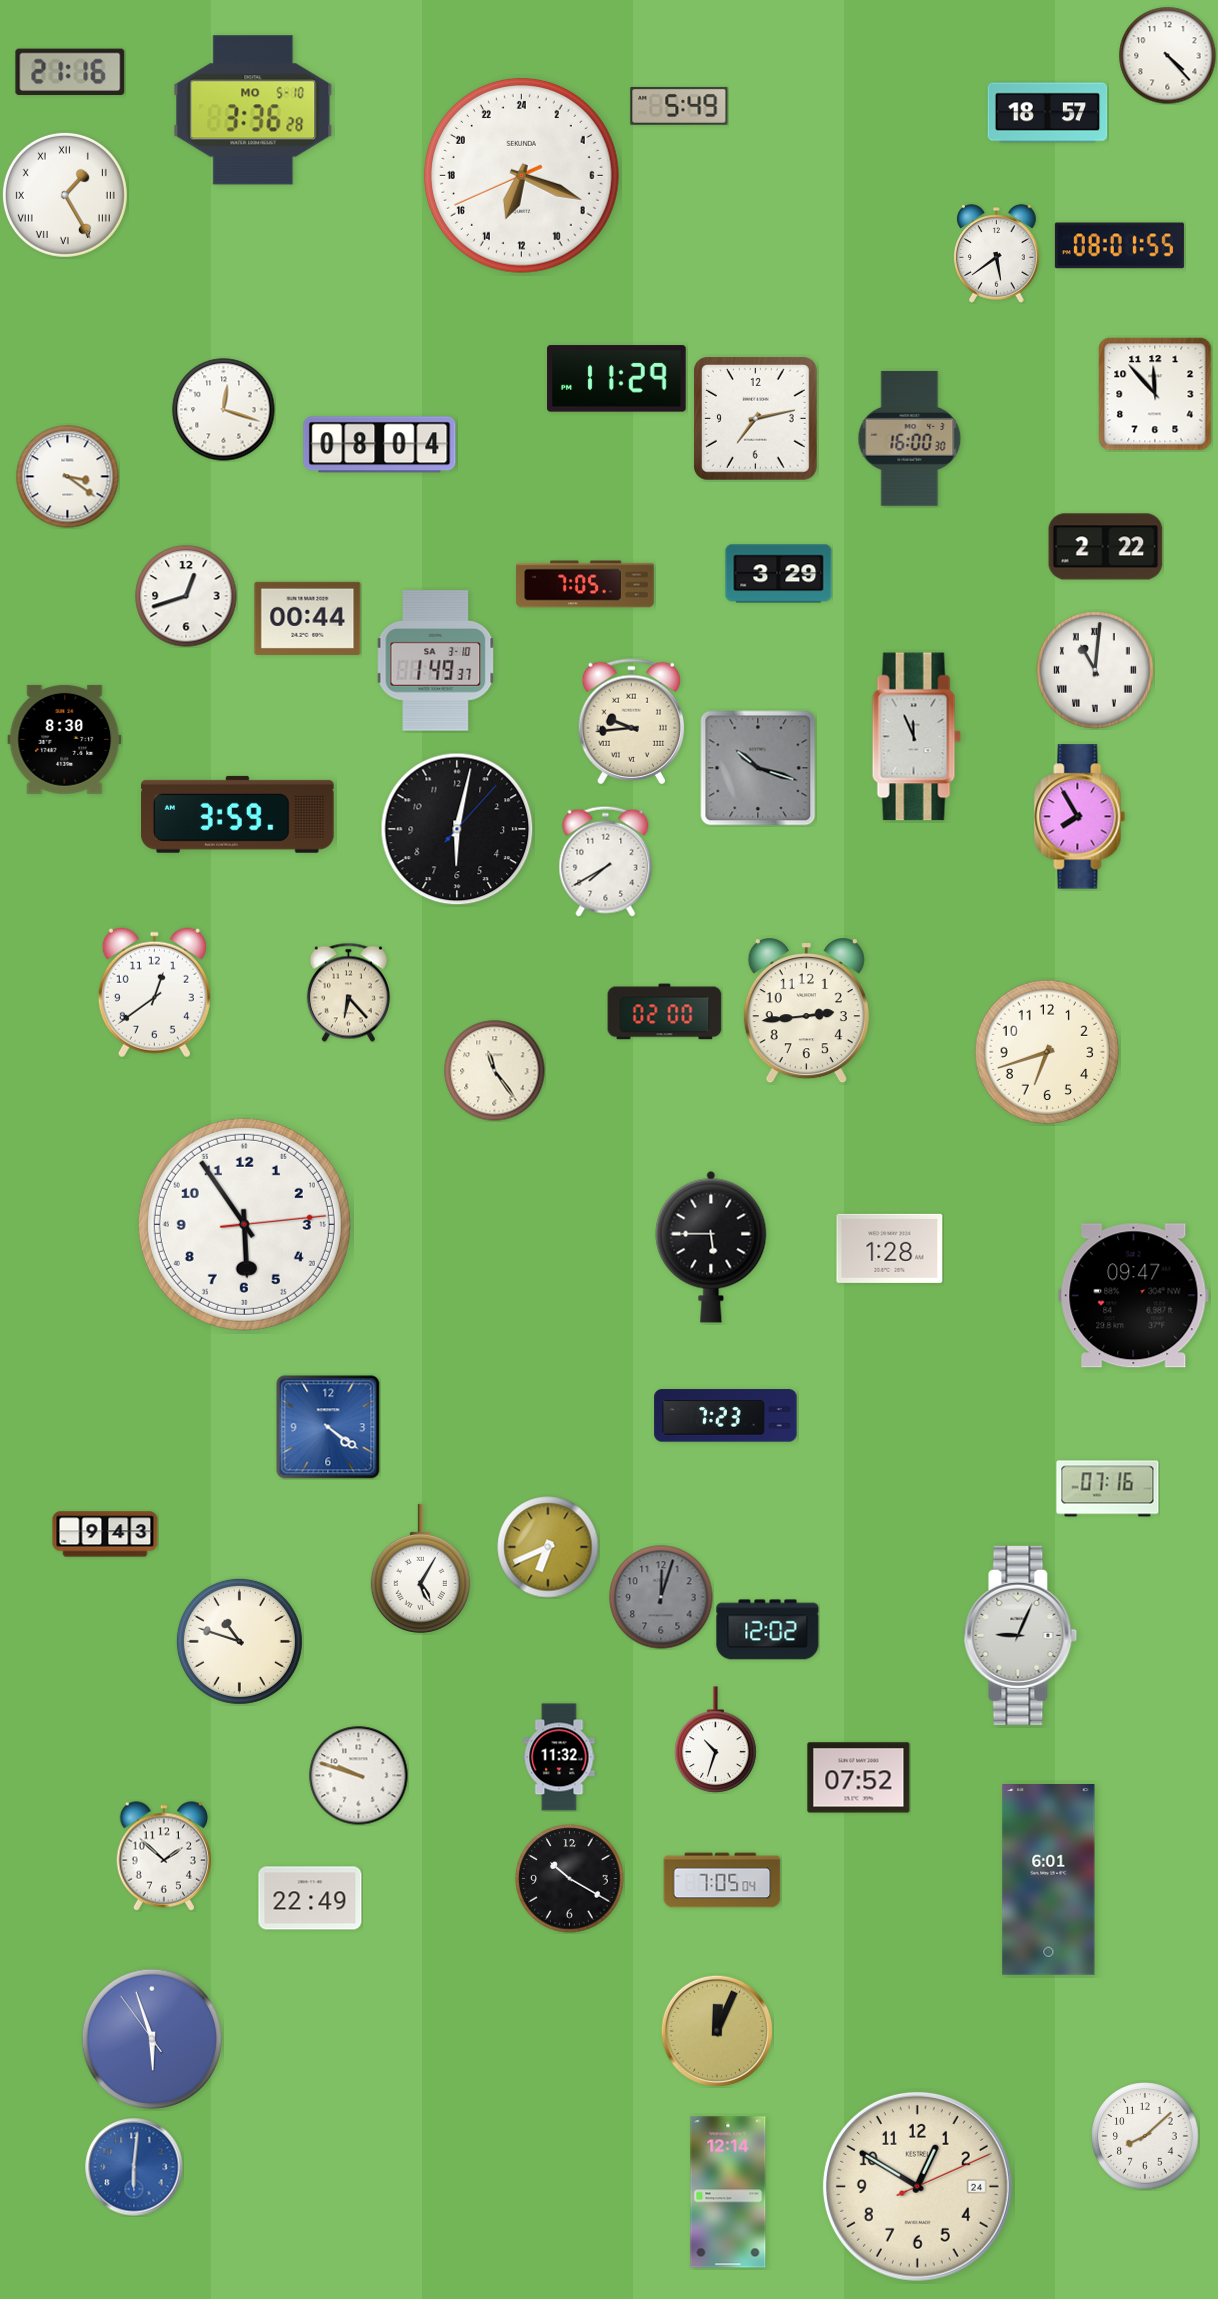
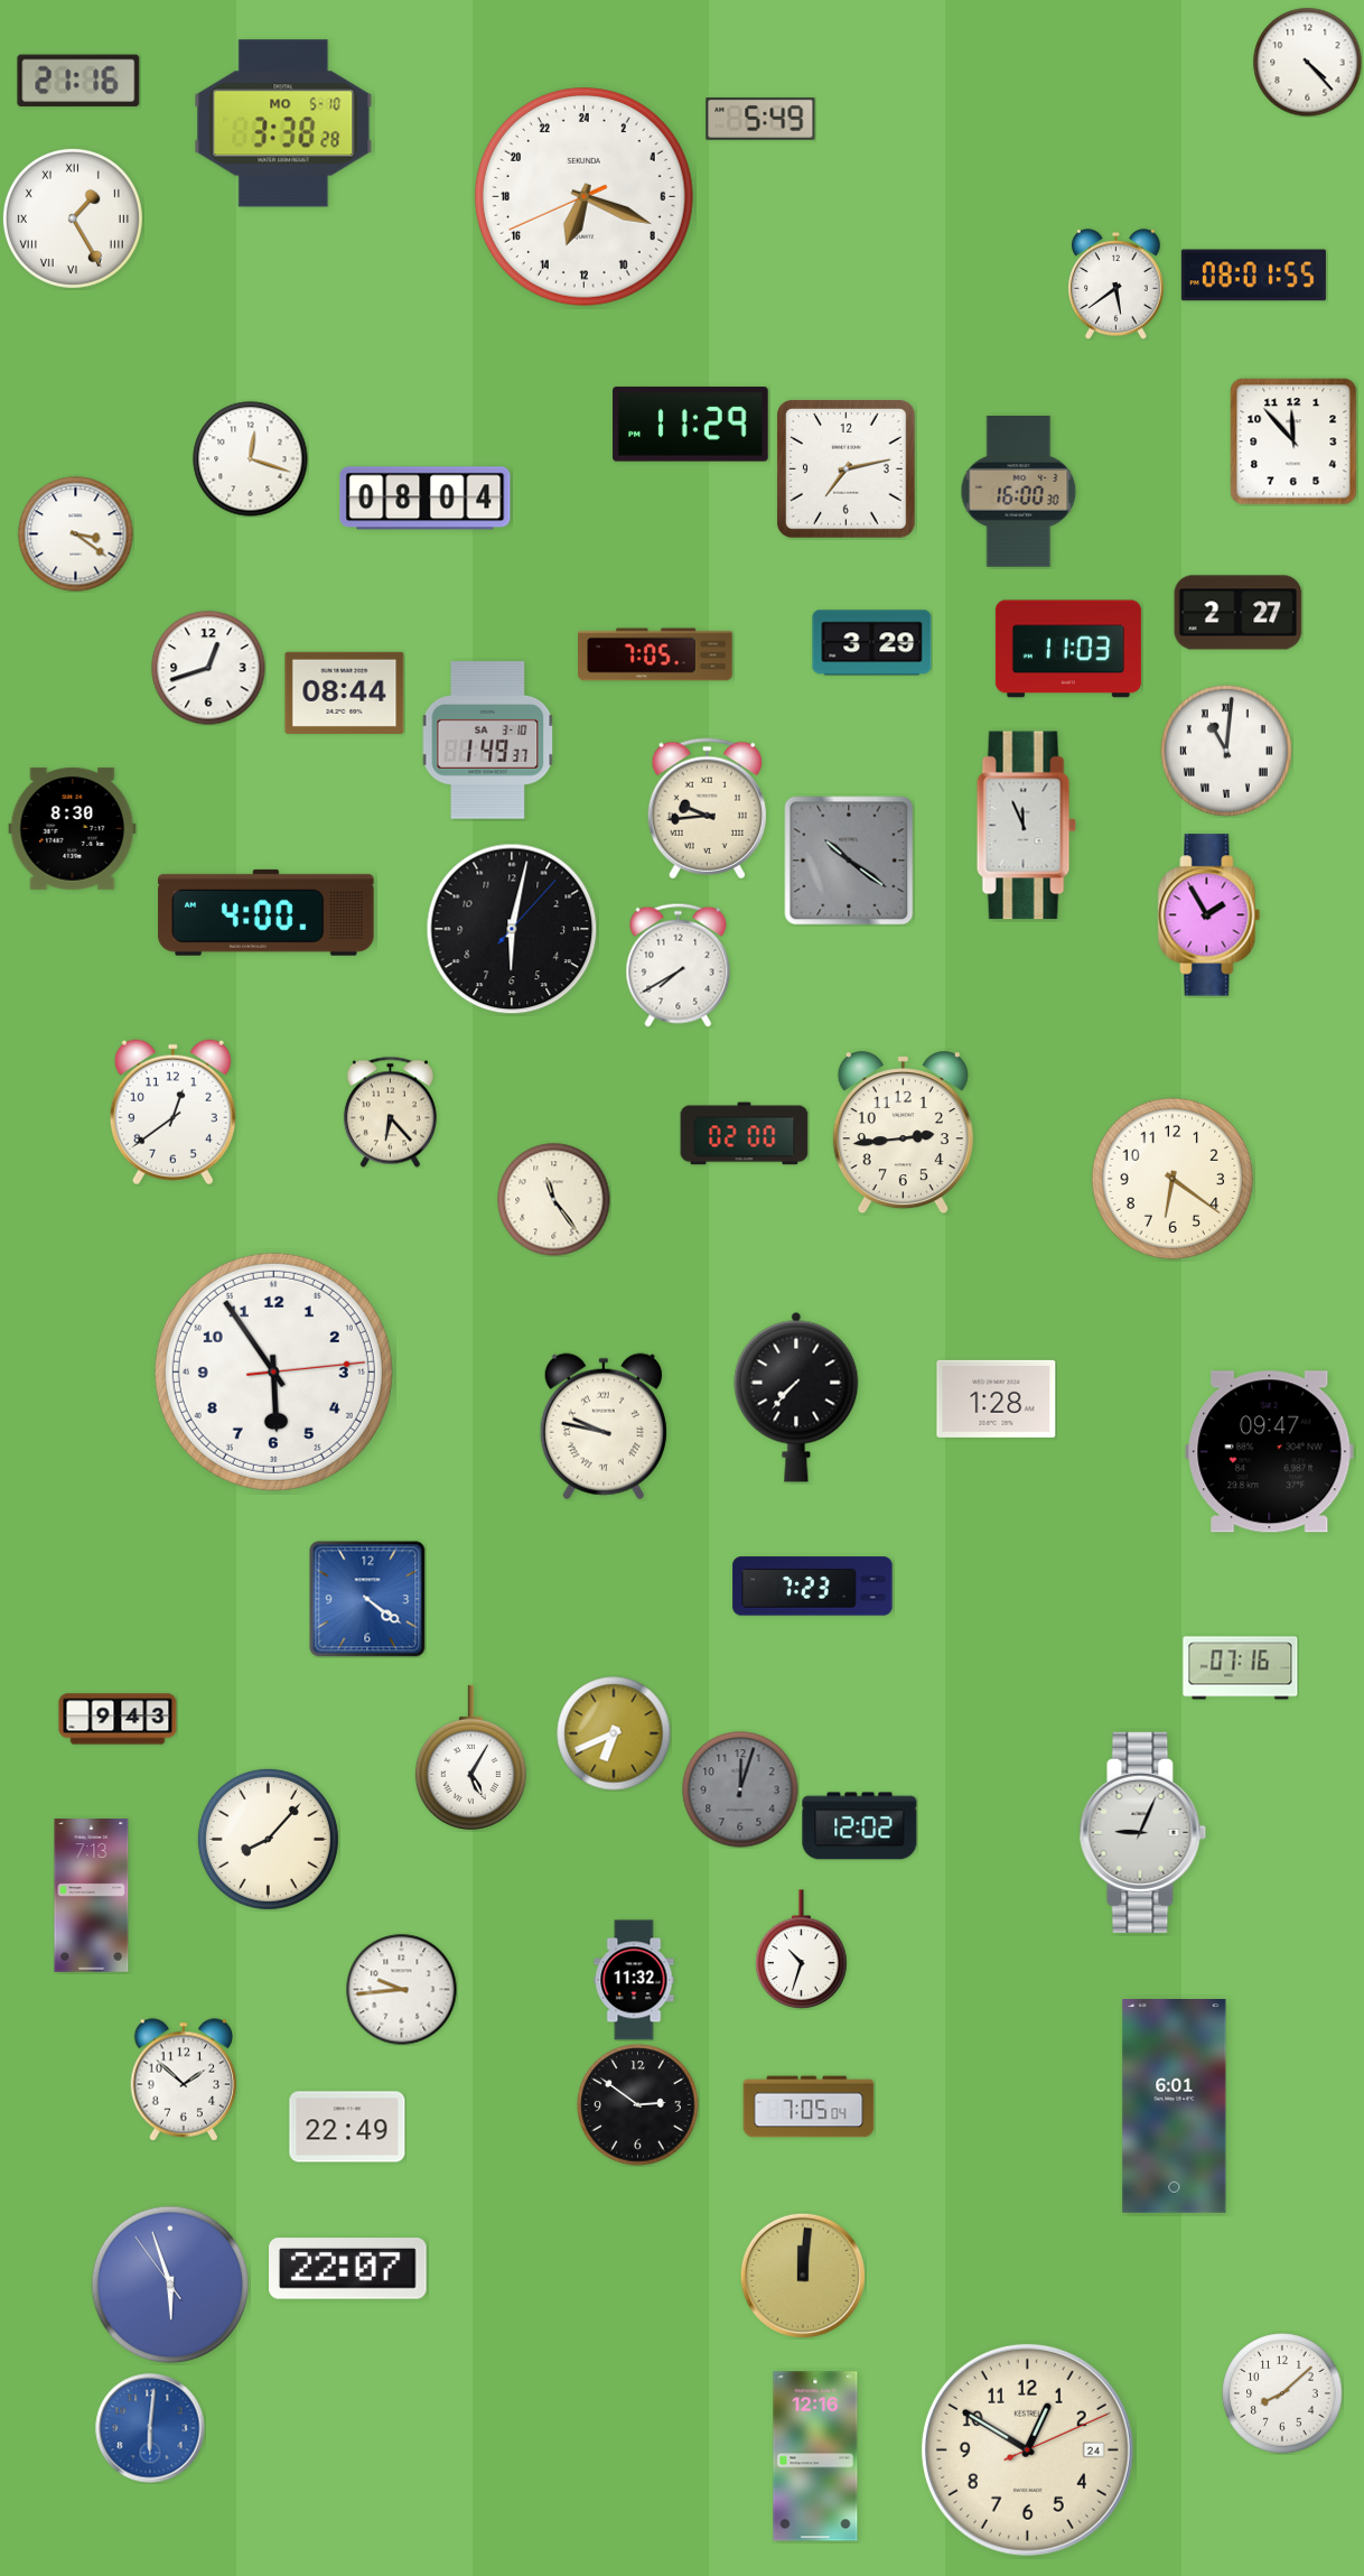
clock at (253, 110): 3:36 -> 3:38
clock at (1048, 113): 18:57 -> none
clock at (1106, 547): 2:22 -> 2:27
clock at (1068, 649): none -> 11:03
clock at (308, 618): 00:44 -> 08:44
clock at (758, 768): 10:18 -> 10:21
clock at (238, 814): 3:59 -> 4:00
clock at (1080, 817): 7:55 -> 1:55
clock at (1047, 1052): 6:42 -> 6:21
clock at (711, 1247): 5:45 -> 7:37
clock at (604, 1426): none -> 9:47
clock at (239, 1641): 10:48 -> 8:07
clock at (92, 1896): none -> 7:13
clock at (559, 1757) position: (559, 1757) -> (634, 1980)
clock at (359, 1776): 9:48 -> 9:44
clock at (859, 1778): 07:52 -> none
clock at (570, 1879): 10:20 -> 2:51
clock at (348, 2269): none -> 22:07
clock at (717, 2031): 12:04 -> 12:01
clock at (728, 2192): 12:14 -> 12:16
